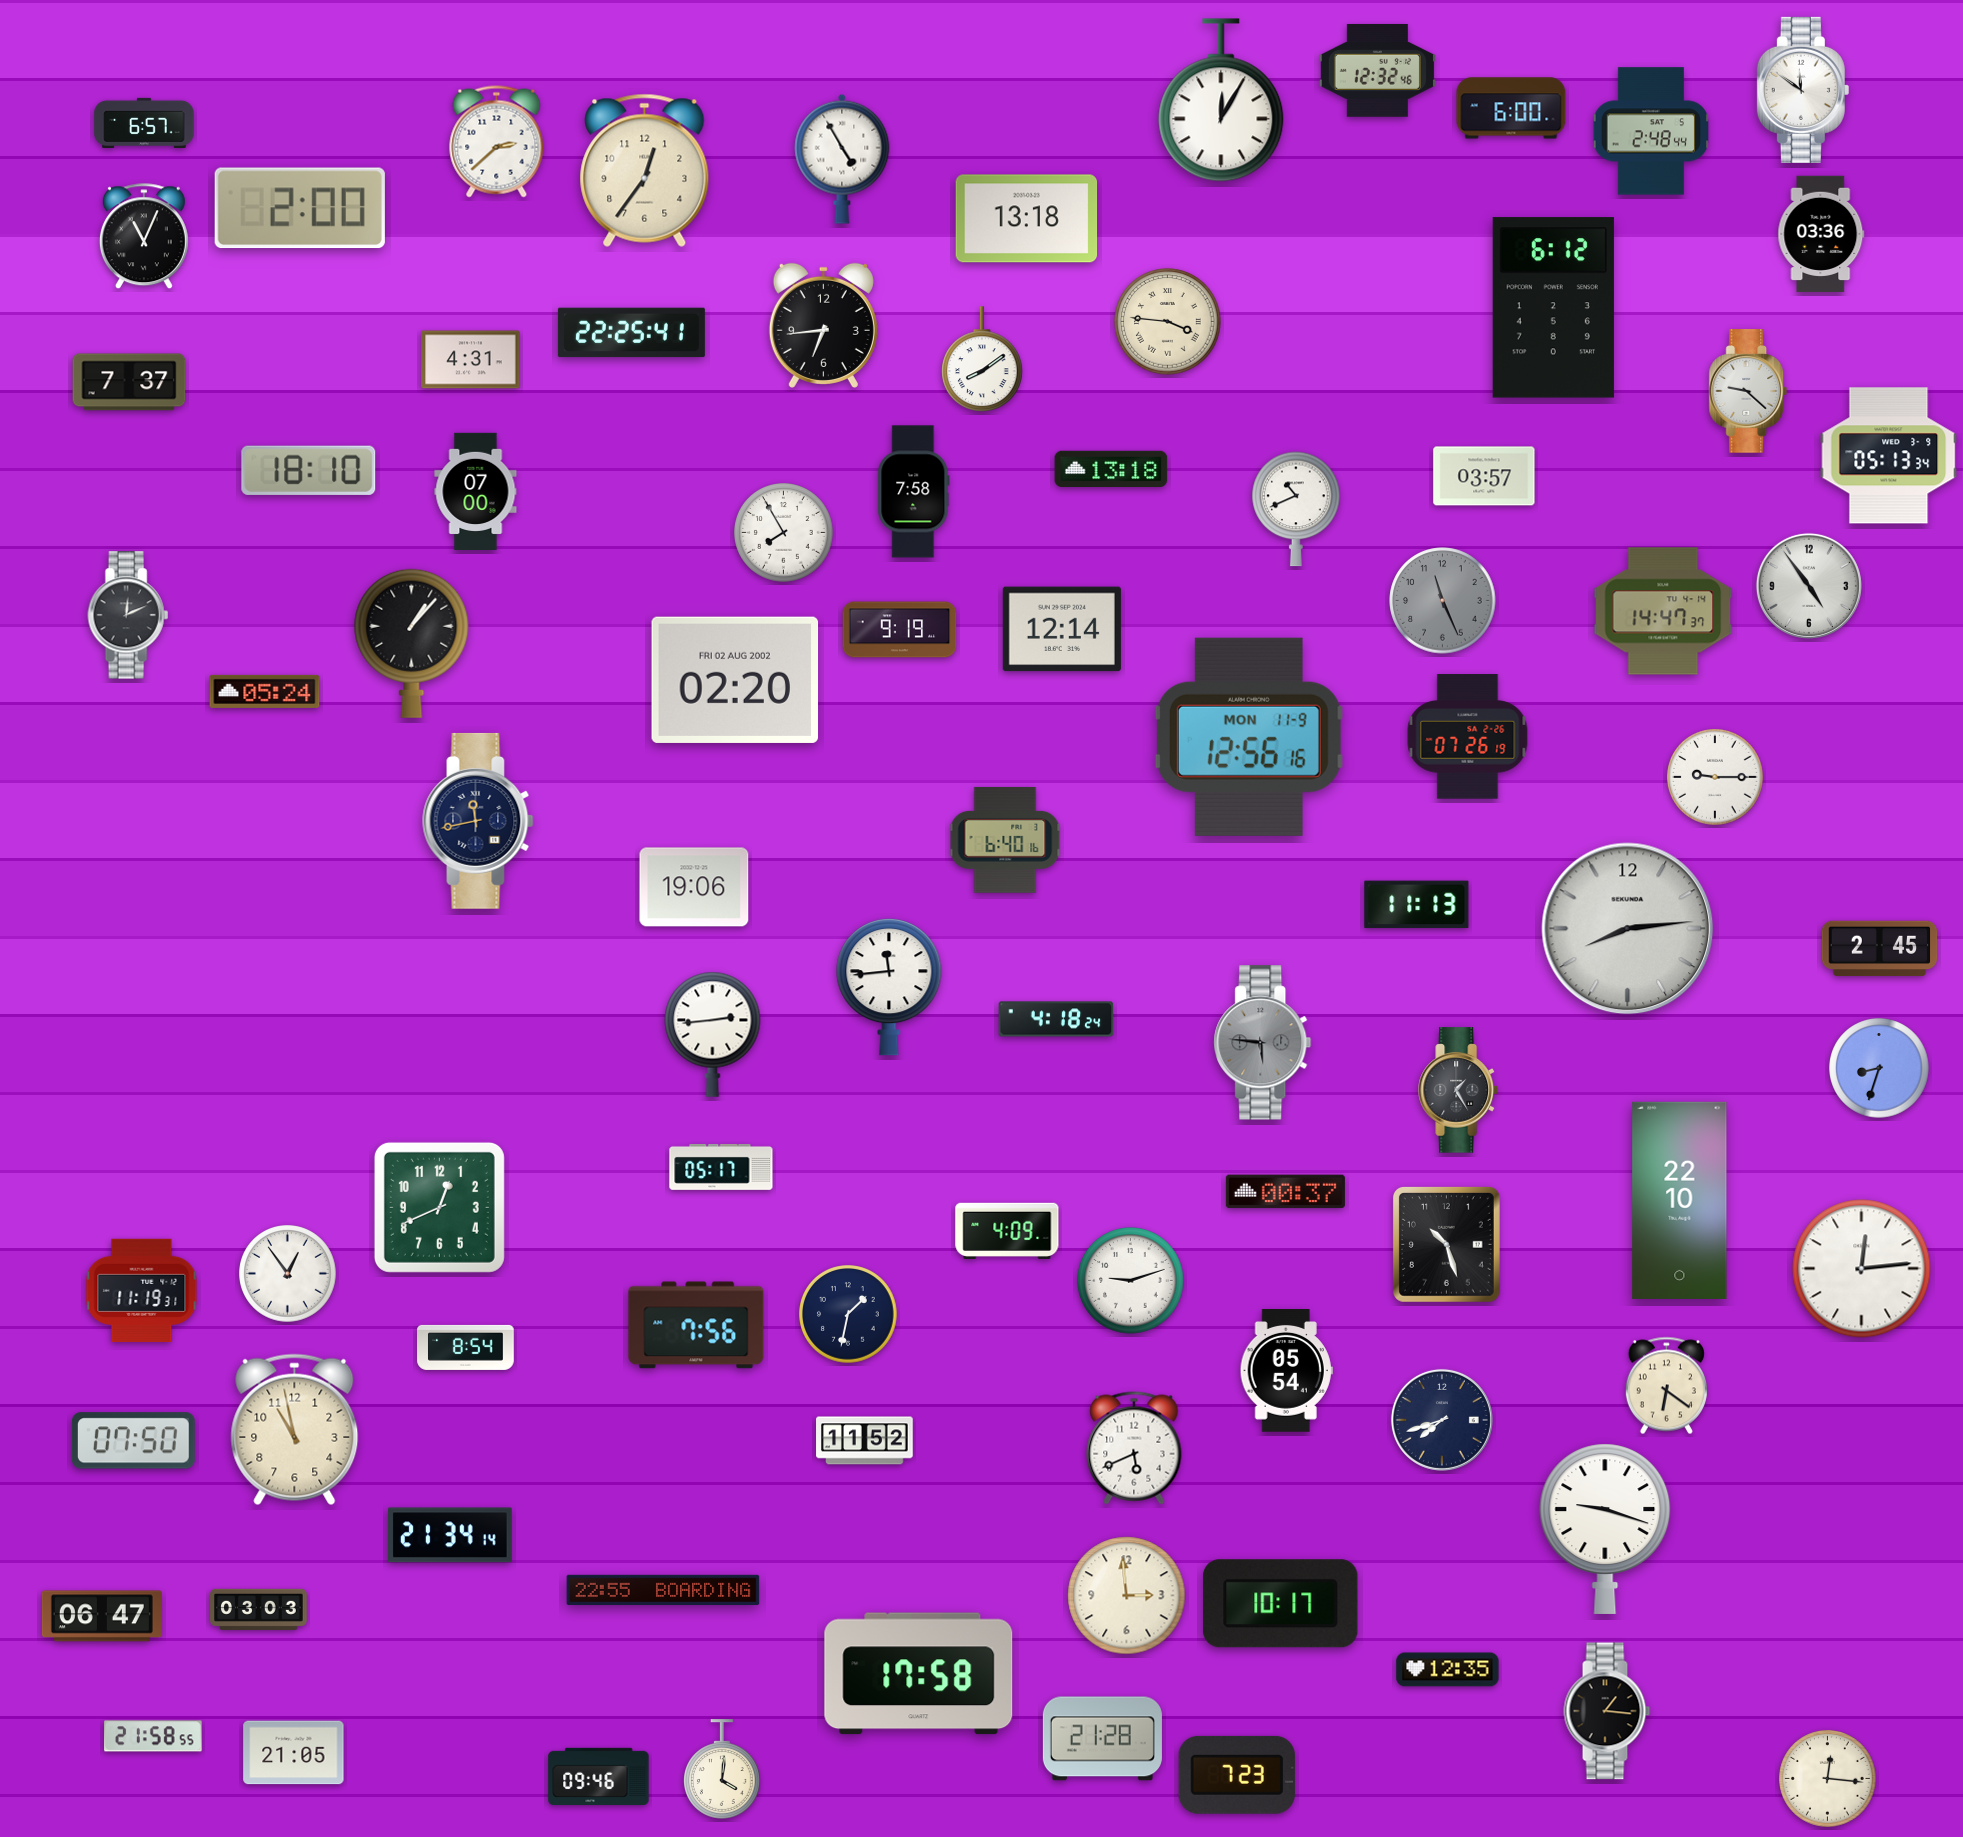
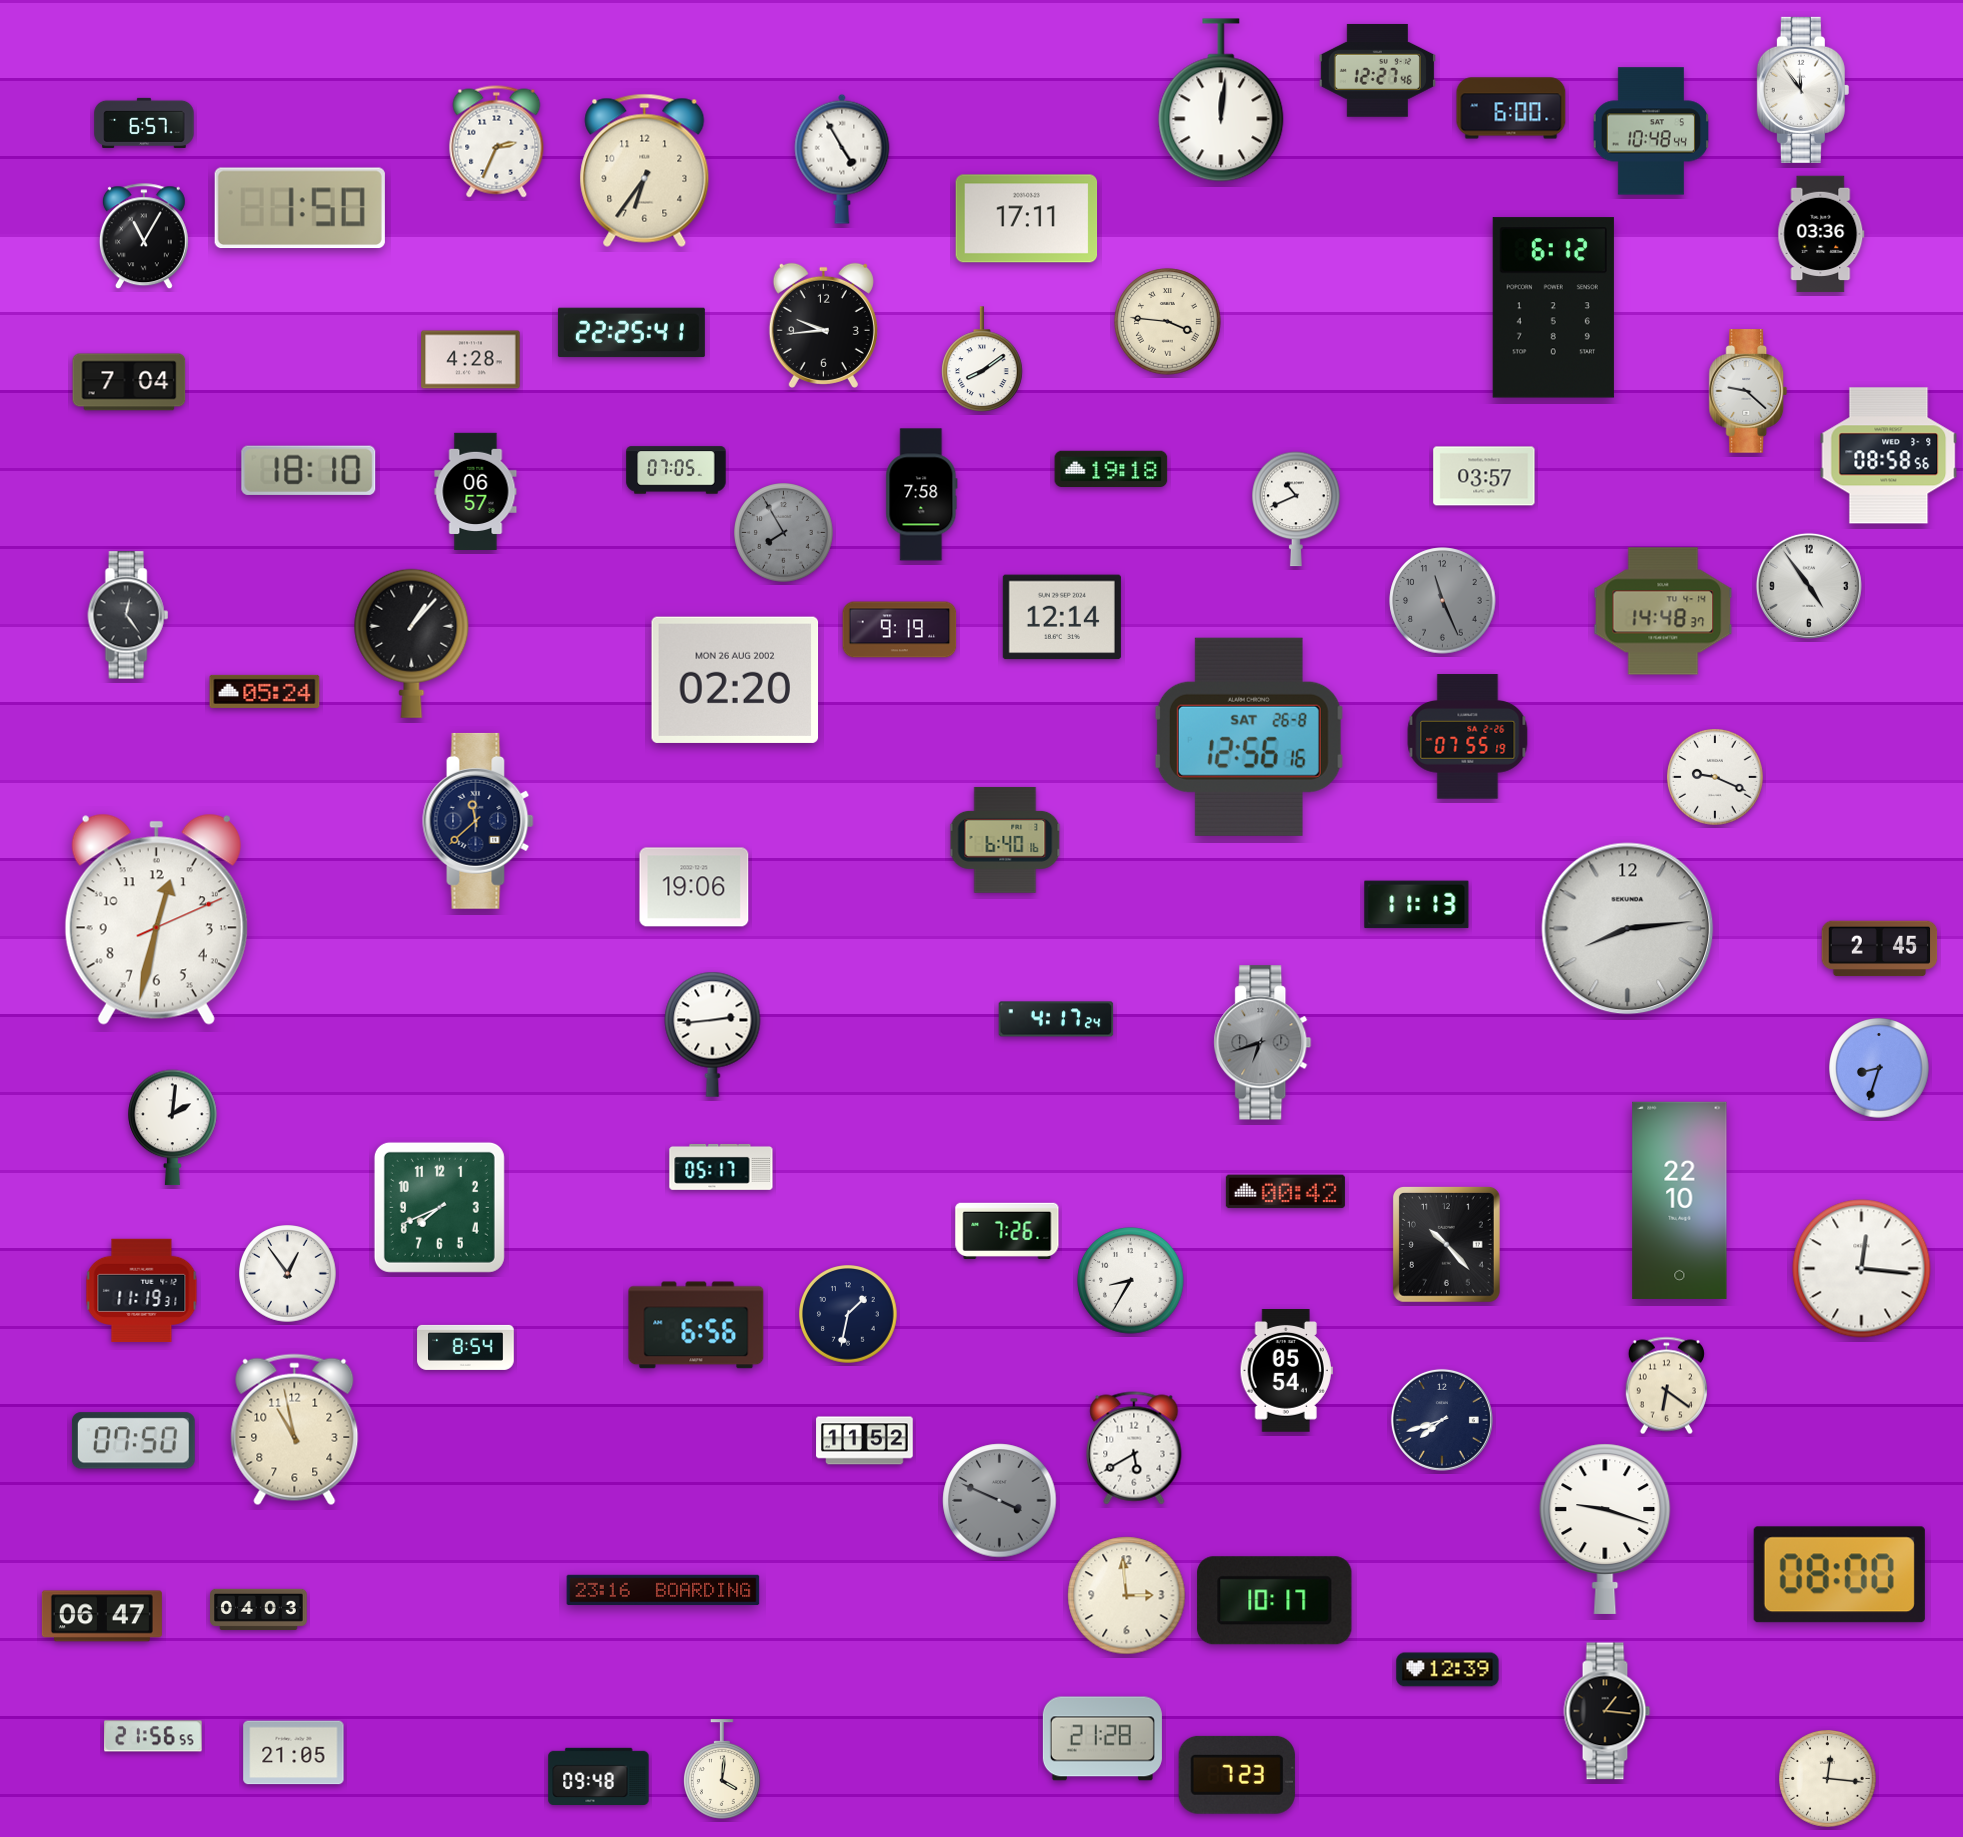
clock at (1377, 70): 12:32 -> 12:27
clock at (1803, 90): 11:51 -> 11:54
clock at (1221, 100): 12:05 -> 12:01
clock at (1651, 131): 2:48 -> 10:48
clock at (497, 142): 2:38 -> 2:34
clock at (645, 170): 12:36 -> 6:36
clock at (300, 208): 2:00 -> 1:50
clock at (1027, 219): 13:18 -> 17:11
clock at (144, 237): 11:04 -> 11:05
clock at (823, 325): 6:44 -> 9:44
clock at (471, 360): 4:31 -> 4:28
clock at (129, 382): 7:37 -> 7:04
clock at (1889, 456): 05:13 -> 08:58
clock at (1111, 469): 13:18 -> 19:18
clock at (676, 470): none -> 07:05
clock at (476, 491): 07:00 -> 06:57
clock at (914, 492) position: (914, 492) -> (922, 495)
clock at (784, 533) dial: white -> grey
clock at (1663, 611): 14:47 -> 14:48
clock at (128, 615): 12:11 -> 12:24
clock at (1062, 629) position: (1062, 629) -> (1062, 617)
clock at (735, 680) date: FRI 02 AUG 2002 -> MON 26 AUG 2002
clock at (1249, 737) date: MON 11-9 -> SAT 26-8
clock at (1468, 737): 07:26 -> 07:55
clock at (1716, 777): 9:15 -> 9:19
clock at (478, 821): 11:43 -> 11:38
clock at (156, 919): none -> 12:32
clock at (889, 988): 11:44 -> none
clock at (1056, 1019): 4:18 -> 4:17
clock at (1263, 1043): 5:46 -> 6:42
clock at (1458, 1090): 1:25 -> none
clock at (173, 1128): none -> 2:01
clock at (1285, 1192): 00:37 -> 00:42
clock at (439, 1207): 12:41 -> 7:41
clock at (1007, 1231): 4:09 -> 7:26
clock at (1446, 1244): 10:27 -> 10:23
clock at (1862, 1269): 12:14 -> 12:16
clock at (1131, 1281): 9:12 -> 8:35
clock at (696, 1325): 7:56 -> 6:56
clock at (1134, 1448): 5:41 -> 5:40
clock at (1000, 1501): none -> 3:49
clock at (451, 1535): 21:34 -> none
clock at (1839, 1575): none -> 08:00
clock at (663, 1590): 22:55 -> 23:16
clock at (1281, 1604) position: (1281, 1604) -> (1275, 1601)
clock at (259, 1609): 03:03 -> 04:03
clock at (1448, 1670): 12:35 -> 12:39
clock at (919, 1674): 17:58 -> none
clock at (153, 1736): 21:58 -> 21:56
clock at (599, 1776): 09:46 -> 09:48
